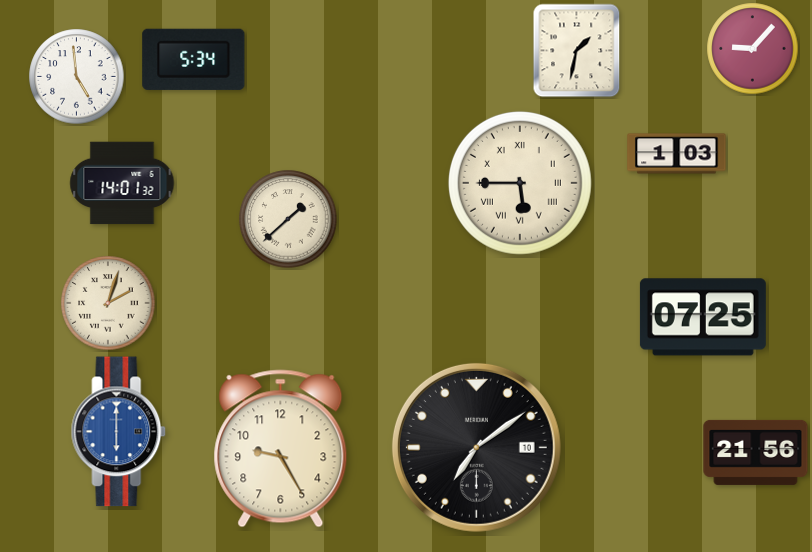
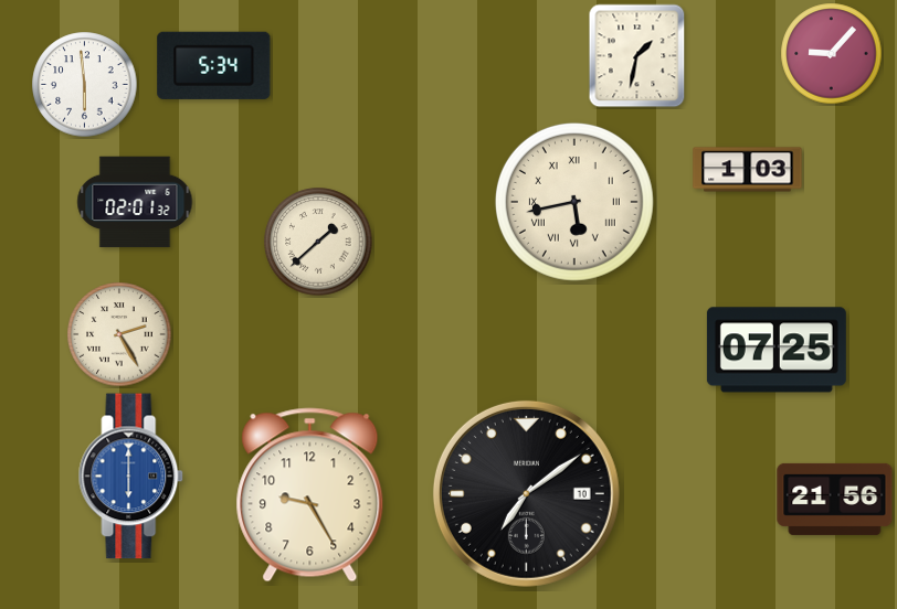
clock at (77, 77): 4:59 -> 5:59
clock at (122, 183): 14:01 -> 02:01
clock at (520, 183): 5:45 -> 5:43
clock at (108, 303): 2:03 -> 2:25
